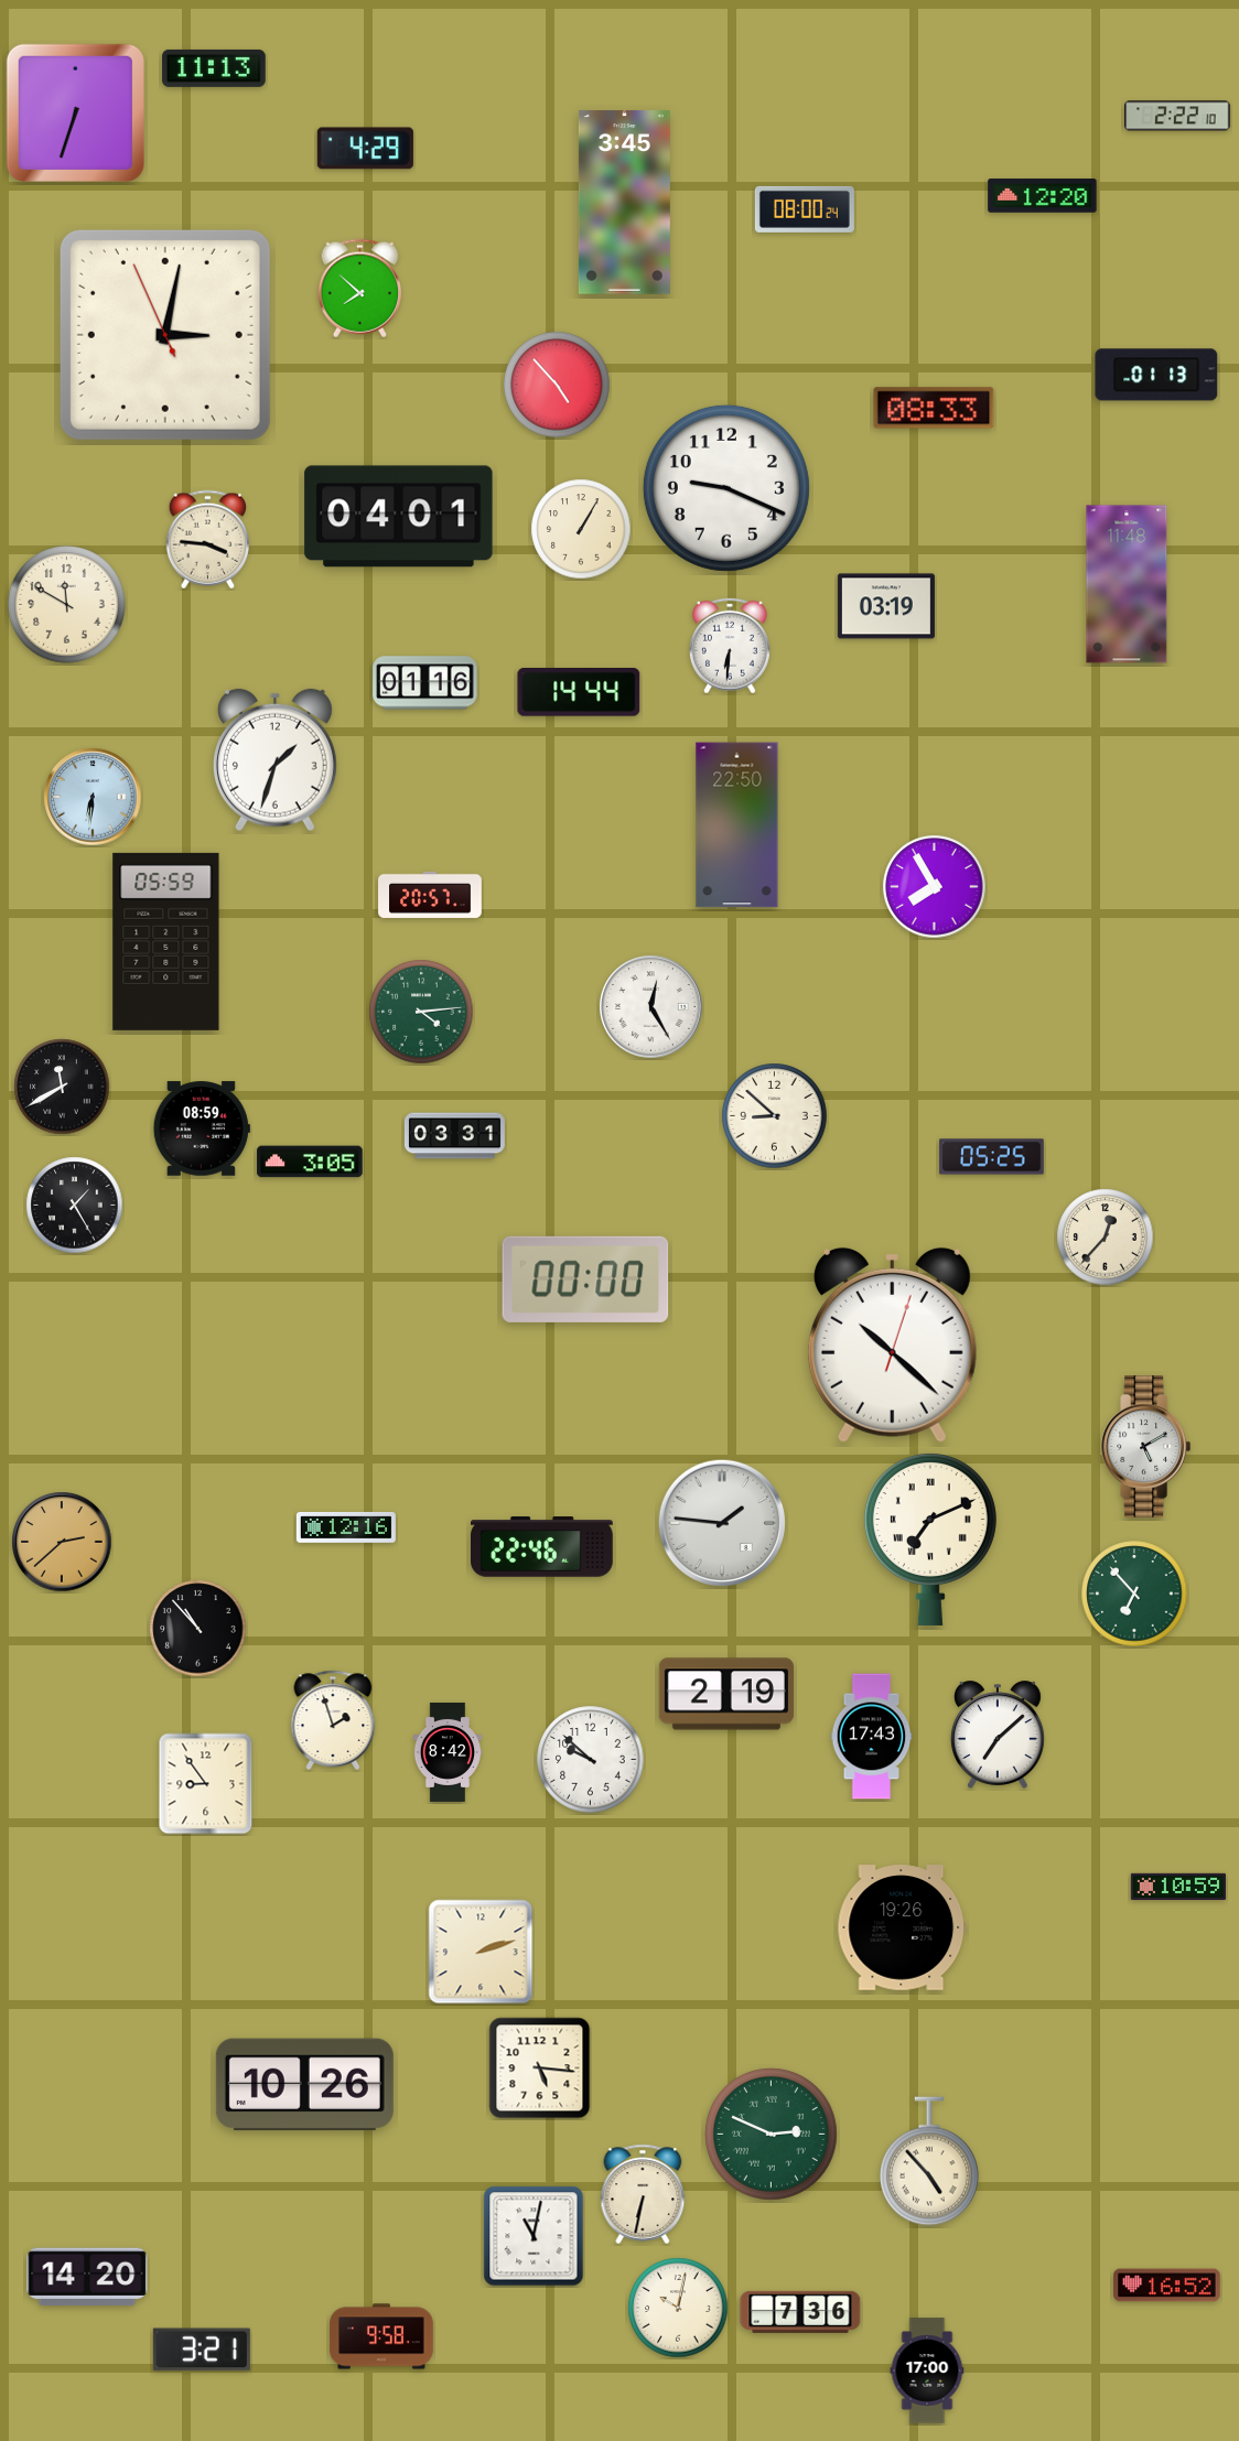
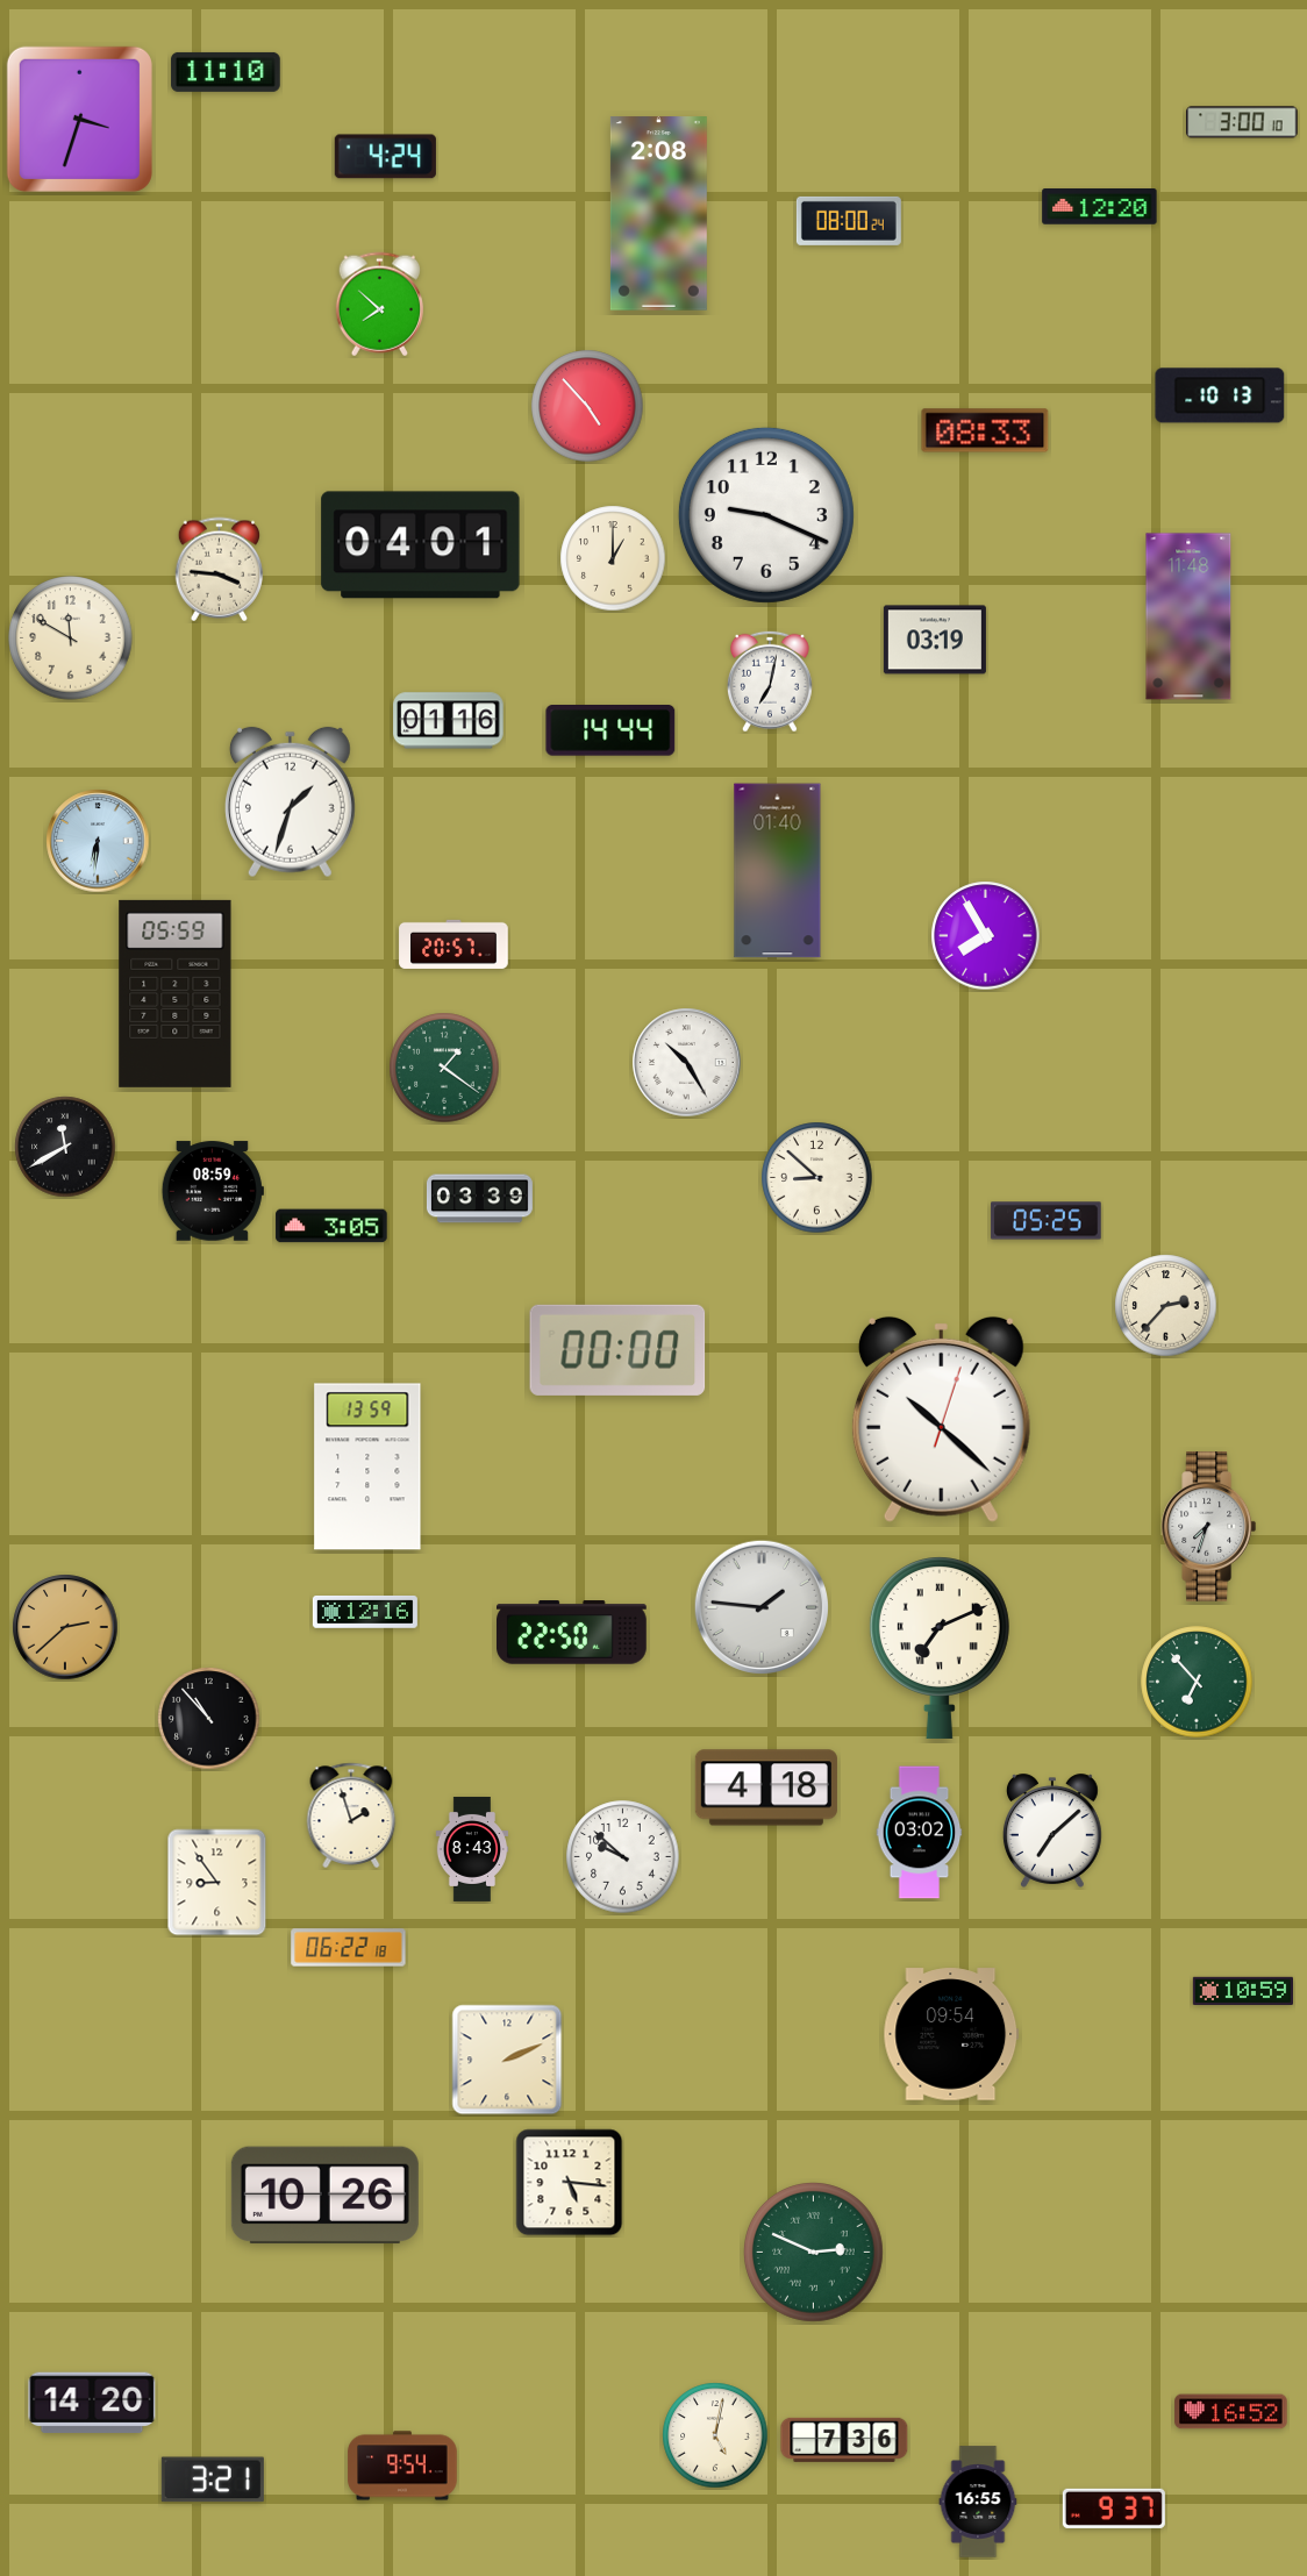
clock at (214, 68): 11:13 -> 11:10
clock at (75, 112): 6:33 -> 3:33
clock at (1177, 116): 2:22 -> 3:00
clock at (365, 149): 4:29 -> 4:24
clock at (624, 203): 3:45 -> 2:08
clock at (165, 335): 3:01 -> none
clock at (1156, 375): 01:13 -> 10:13
clock at (581, 529): 1:05 -> 1:00
clock at (730, 646): 6:31 -> 7:02
clock at (737, 825): 22:50 -> 01:40
clock at (651, 1007): 12:25 -> 10:25
clock at (421, 1012): 4:14 -> 1:21
clock at (454, 1136): 03:31 -> 03:39
clock at (310, 1162) position: (310, 1162) -> (331, 1226)
clock at (75, 1206): 1:25 -> none
clock at (1106, 1238): 12:37 -> 2:37
clock at (367, 1467): none -> 13:59
clock at (1146, 1447): 5:10 -> 7:33
clock at (930, 1540) position: (930, 1540) -> (940, 1648)
clock at (542, 1547): 22:46 -> 22:50
clock at (726, 1694): 2:19 -> 4:18
clock at (872, 1737): 17:43 -> 03:02
clock at (448, 1752): 8:42 -> 8:43
clock at (349, 1948): none -> 06:22
clock at (902, 1927): 19:26 -> 09:54
clock at (481, 1952): 2:12 -> 2:11
clock at (304, 2085) position: (304, 2085) -> (324, 2196)
clock at (930, 2161): 4:53 -> none
clock at (643, 2194): 6:32 -> none
clock at (534, 2236): 11:02 -> none
clock at (678, 2308): 10:02 -> 5:02
clock at (381, 2336): 9:58 -> 9:54
clock at (927, 2370): 17:00 -> 16:55
clock at (1114, 2509): none -> 9:37
